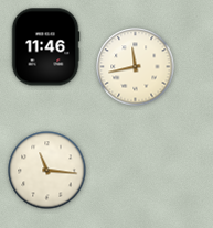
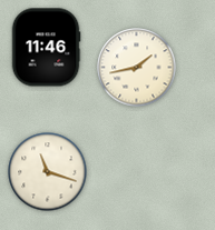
clock at (136, 67): 11:43 -> 1:43
clock at (47, 171): 11:16 -> 11:18
